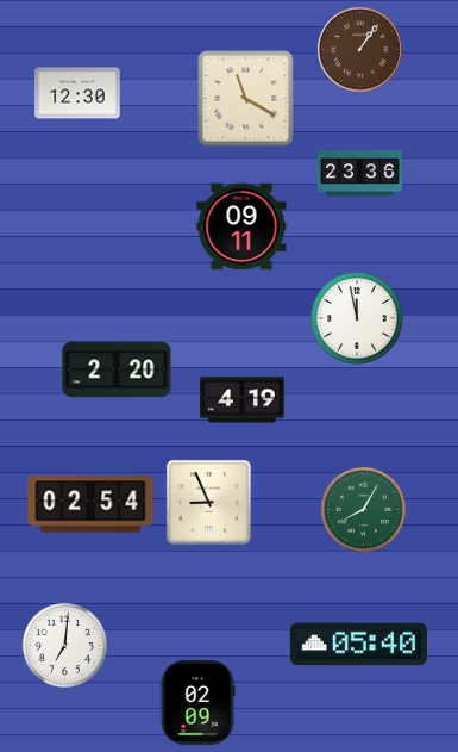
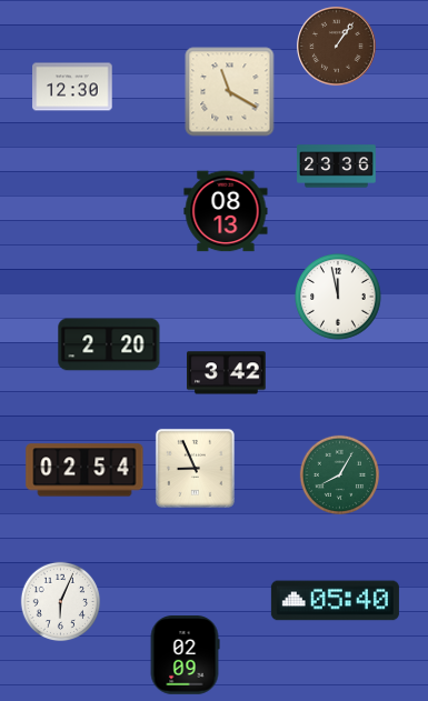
clock at (360, 174) position: (360, 174) -> (337, 167)
clock at (241, 226): 09:11 -> 08:13
clock at (357, 318) position: (357, 318) -> (338, 297)
clock at (243, 400): 4:19 -> 3:42
clock at (65, 646): 7:01 -> 6:04
